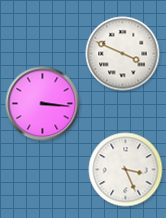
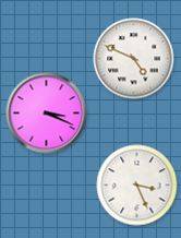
clock at (123, 54): 3:49 -> 4:49
clock at (43, 104): 3:16 -> 3:19
